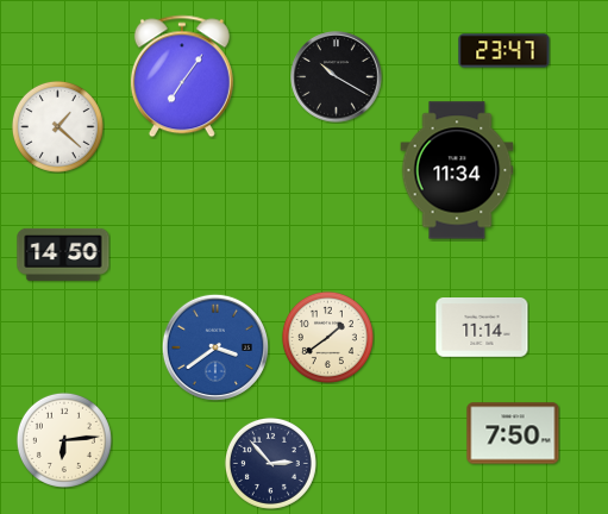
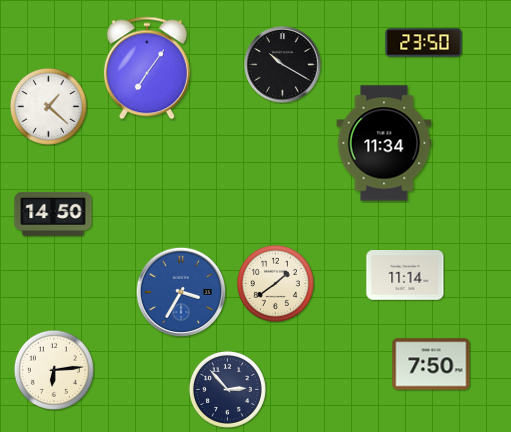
clock at (504, 51): 23:47 -> 23:50
clock at (182, 76) position: (182, 76) -> (147, 68)
clock at (215, 347): 3:39 -> 3:35
